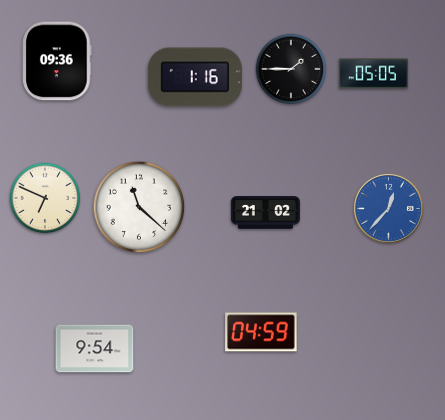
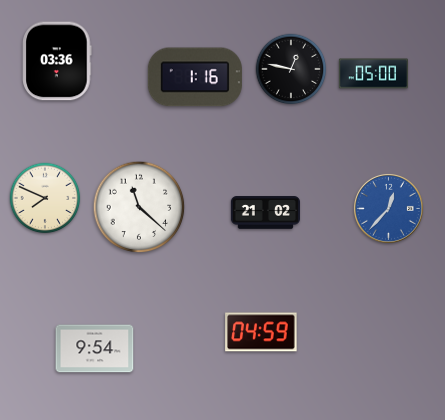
clock at (57, 61): 09:36 -> 03:36
clock at (291, 69): 1:45 -> 12:47
clock at (373, 74): 05:05 -> 05:00
clock at (45, 198): 6:49 -> 7:49
